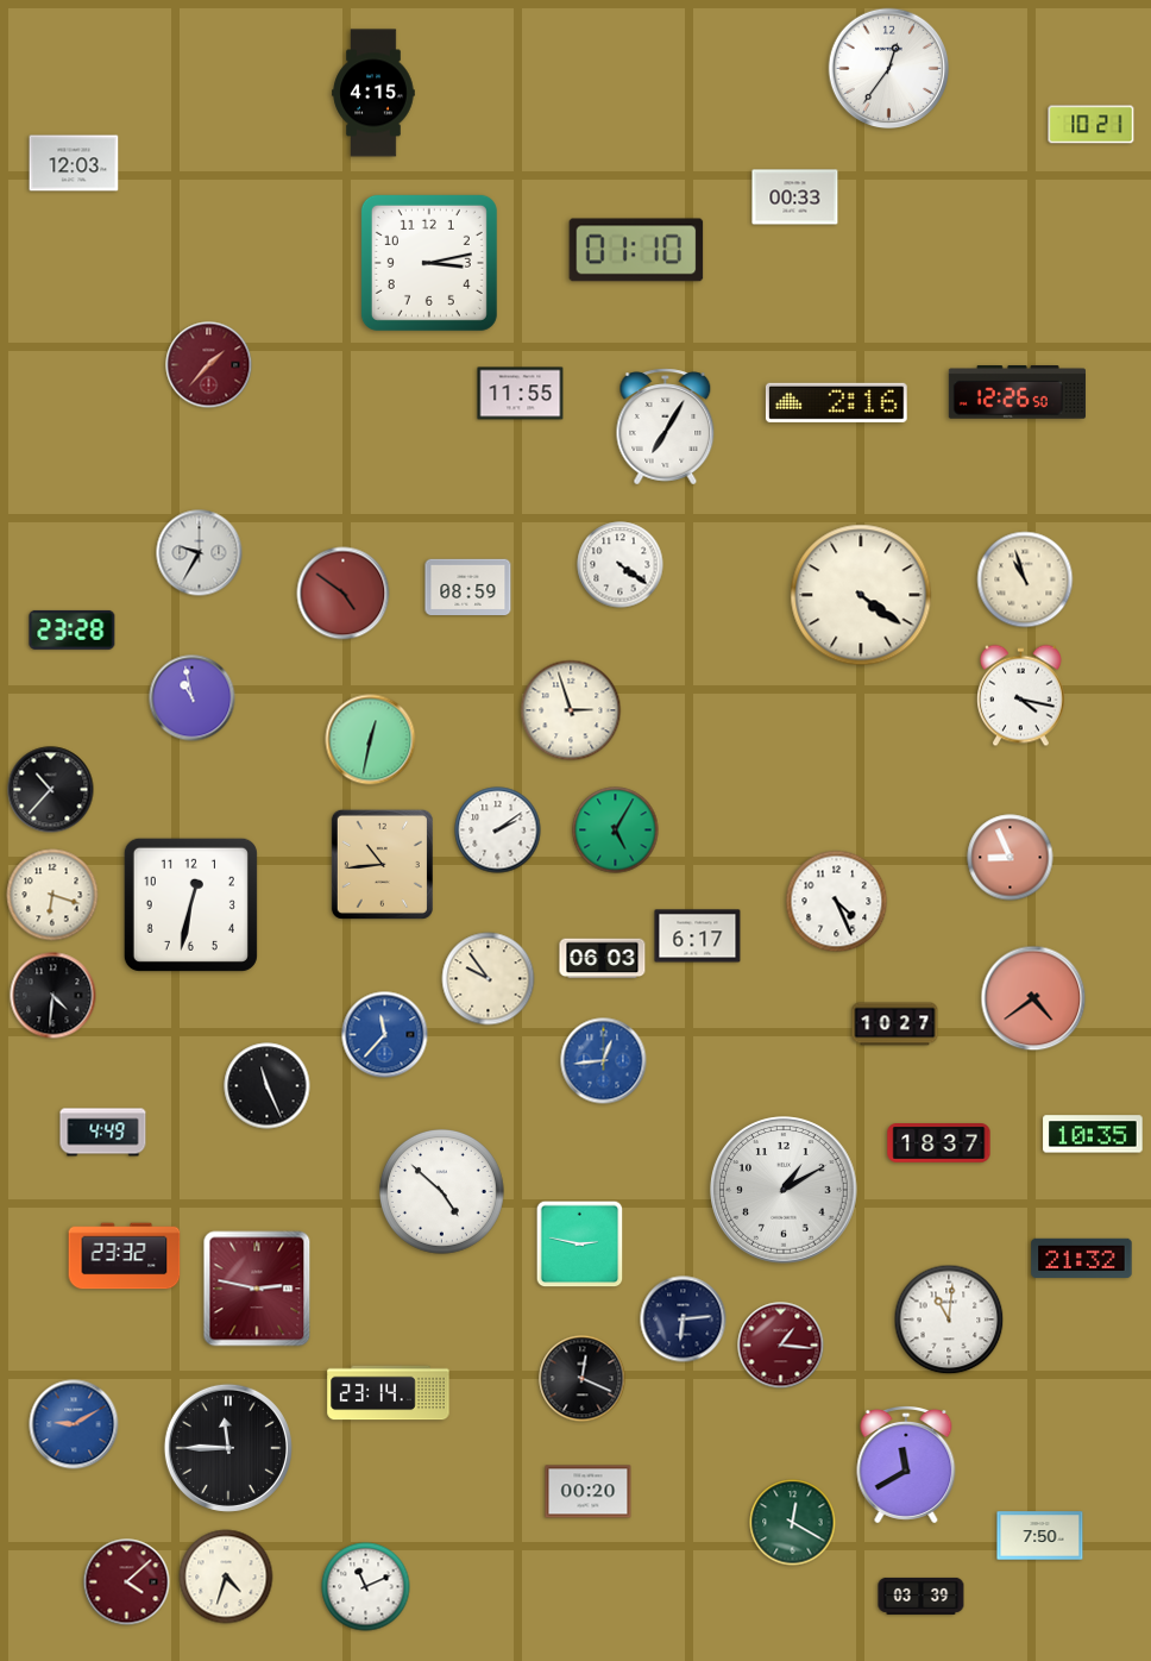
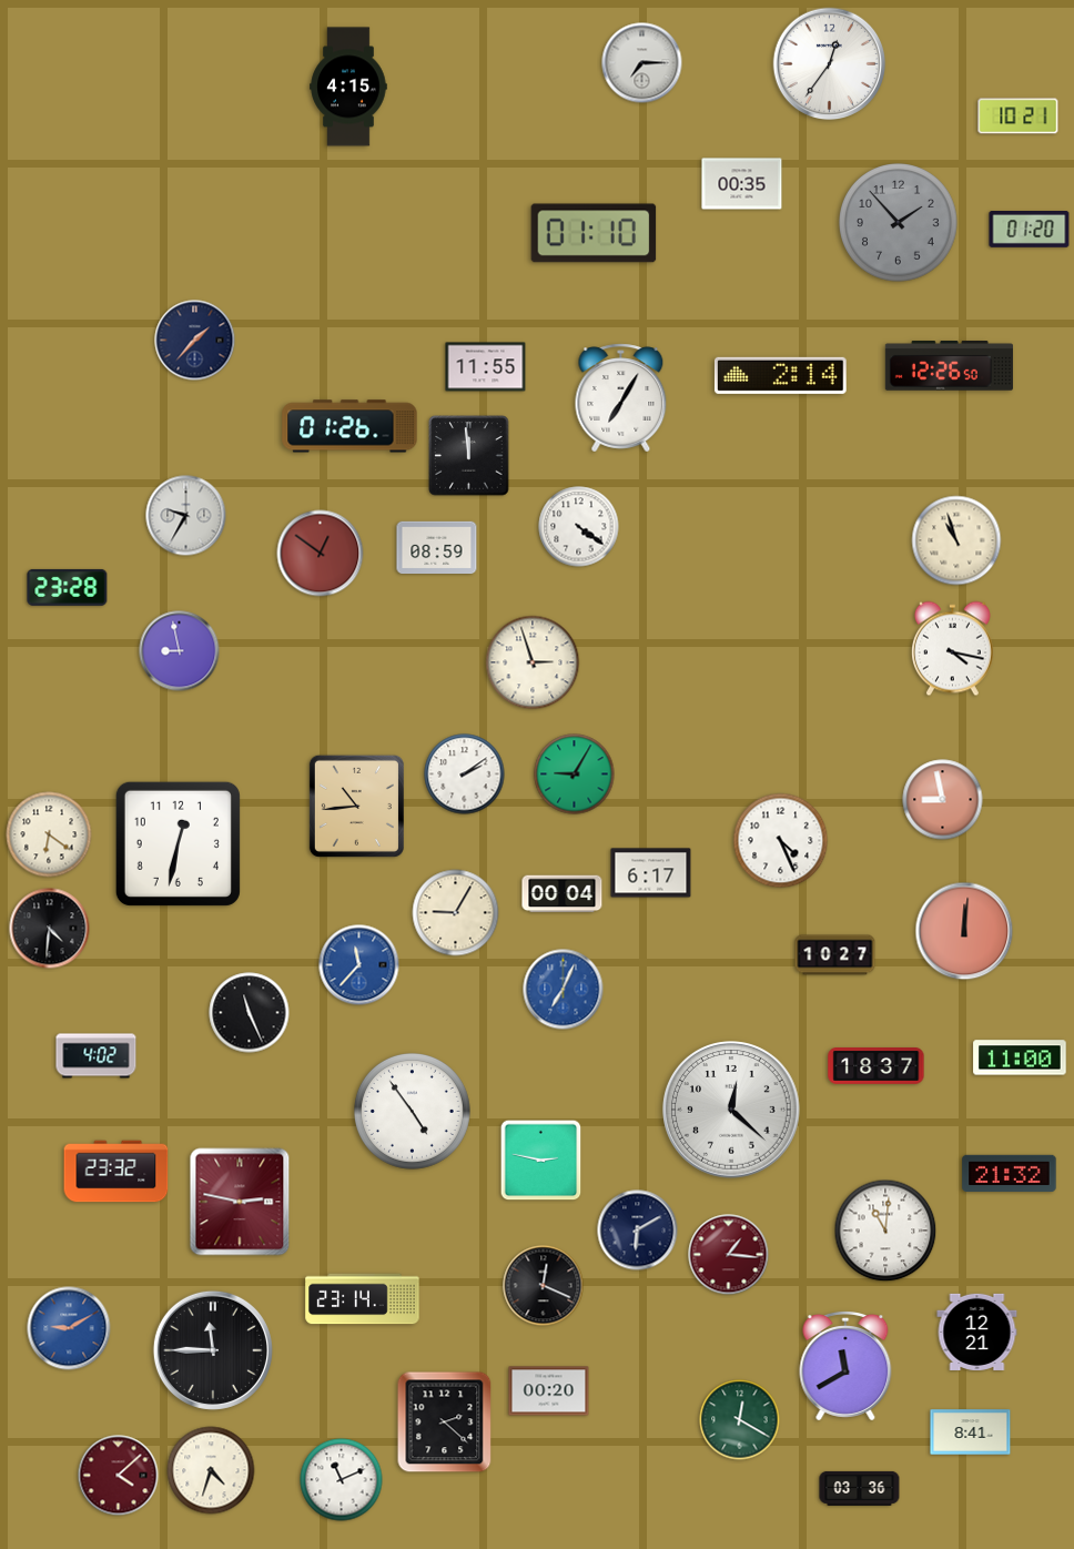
clock at (642, 63): none -> 7:15
clock at (74, 163): 12:03 -> none
clock at (795, 198): 00:33 -> 00:35
clock at (899, 223): none -> 1:53
clock at (1030, 230): none -> 01:20
clock at (429, 263): 3:13 -> none
clock at (209, 365) dial: burgundy -> navy
clock at (837, 402): 2:16 -> 2:14
clock at (349, 426): none -> 01:26
clock at (469, 456): none -> 11:59
clock at (344, 594): 4:51 -> 12:51
clock at (861, 595): 4:21 -> none
clock at (193, 698): 10:58 -> 8:58
clock at (371, 740): 12:32 -> none
clock at (51, 790): 10:37 -> none
clock at (616, 830): 5:05 -> 9:05
clock at (1011, 858): 8:56 -> 8:58
clock at (52, 895): 6:18 -> 6:21
clock at (603, 959): 06:03 -> 00:04
clock at (489, 979): 9:54 -> 9:05
clock at (1033, 998): 4:39 -> 12:01
clock at (604, 1061): 12:44 -> 7:04
clock at (103, 1133): 4:49 -> 4:02
clock at (1093, 1134): 10:35 -> 11:00
clock at (784, 1190): 1:10 -> 12:22
clock at (441, 1191): 4:52 -> 4:54
clock at (684, 1320): 6:14 -> 6:10
clock at (977, 1332): none -> 12:21
clock at (445, 1423): none -> 2:22
clock at (1040, 1536): 7:50 -> 8:41
clock at (922, 1596): 03:39 -> 03:36
